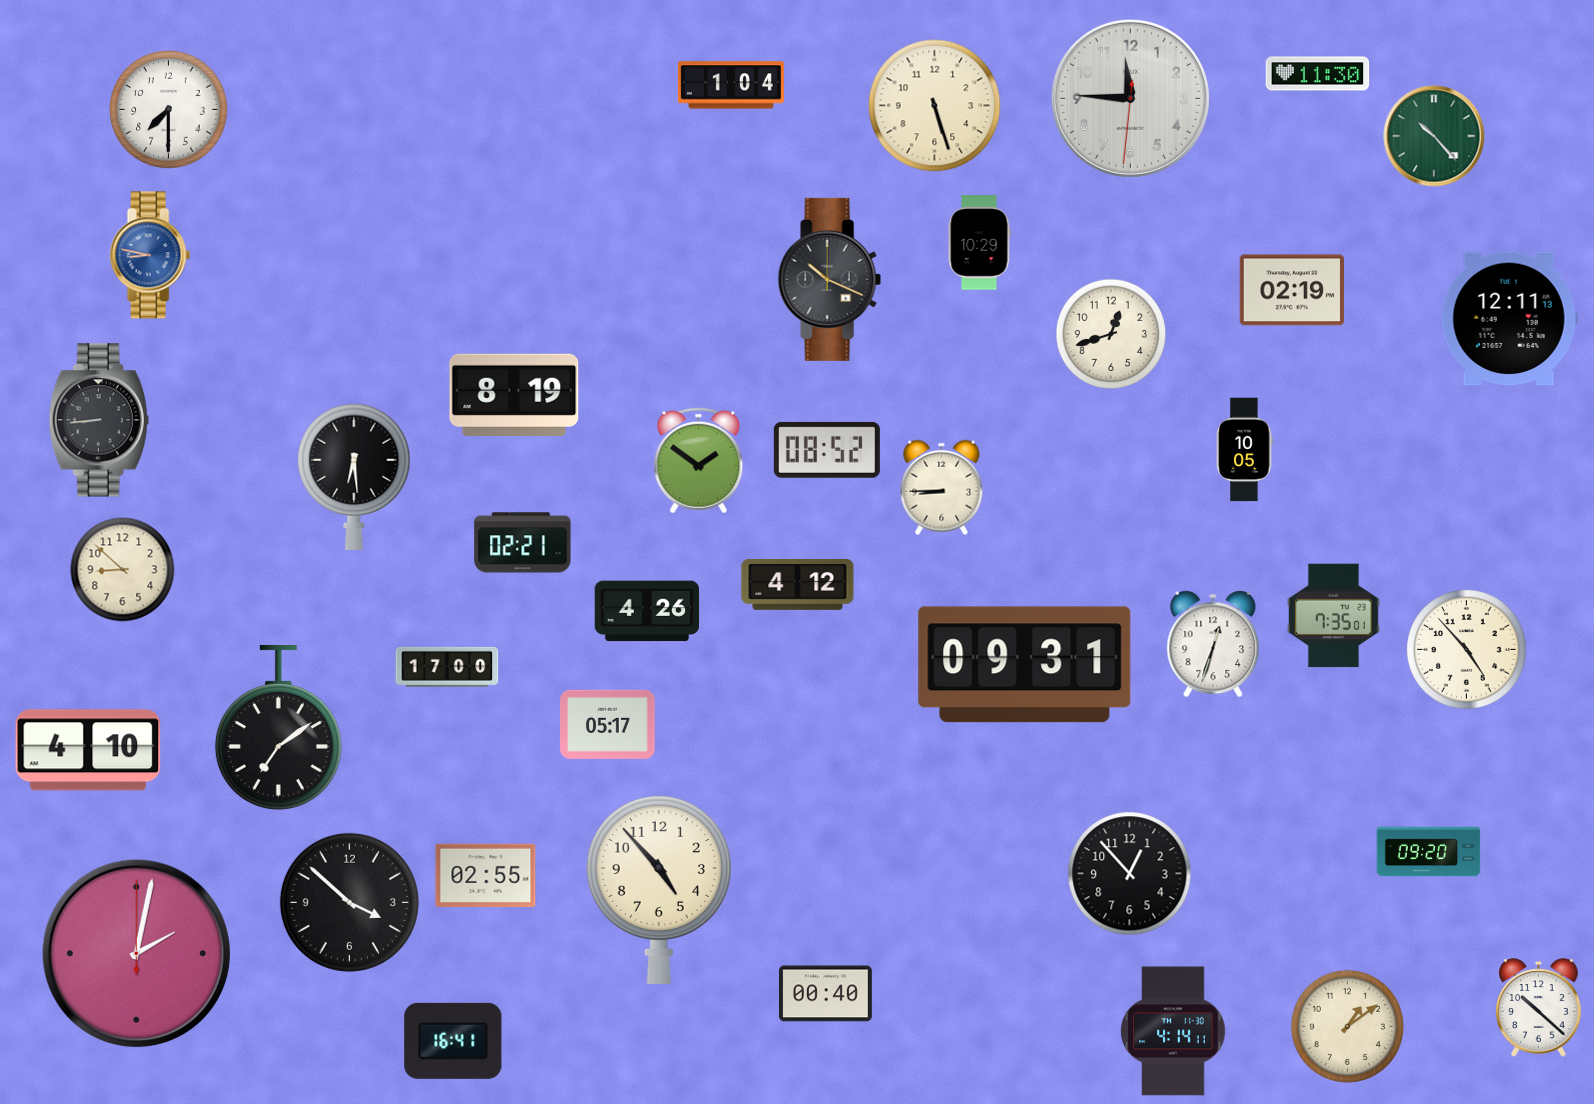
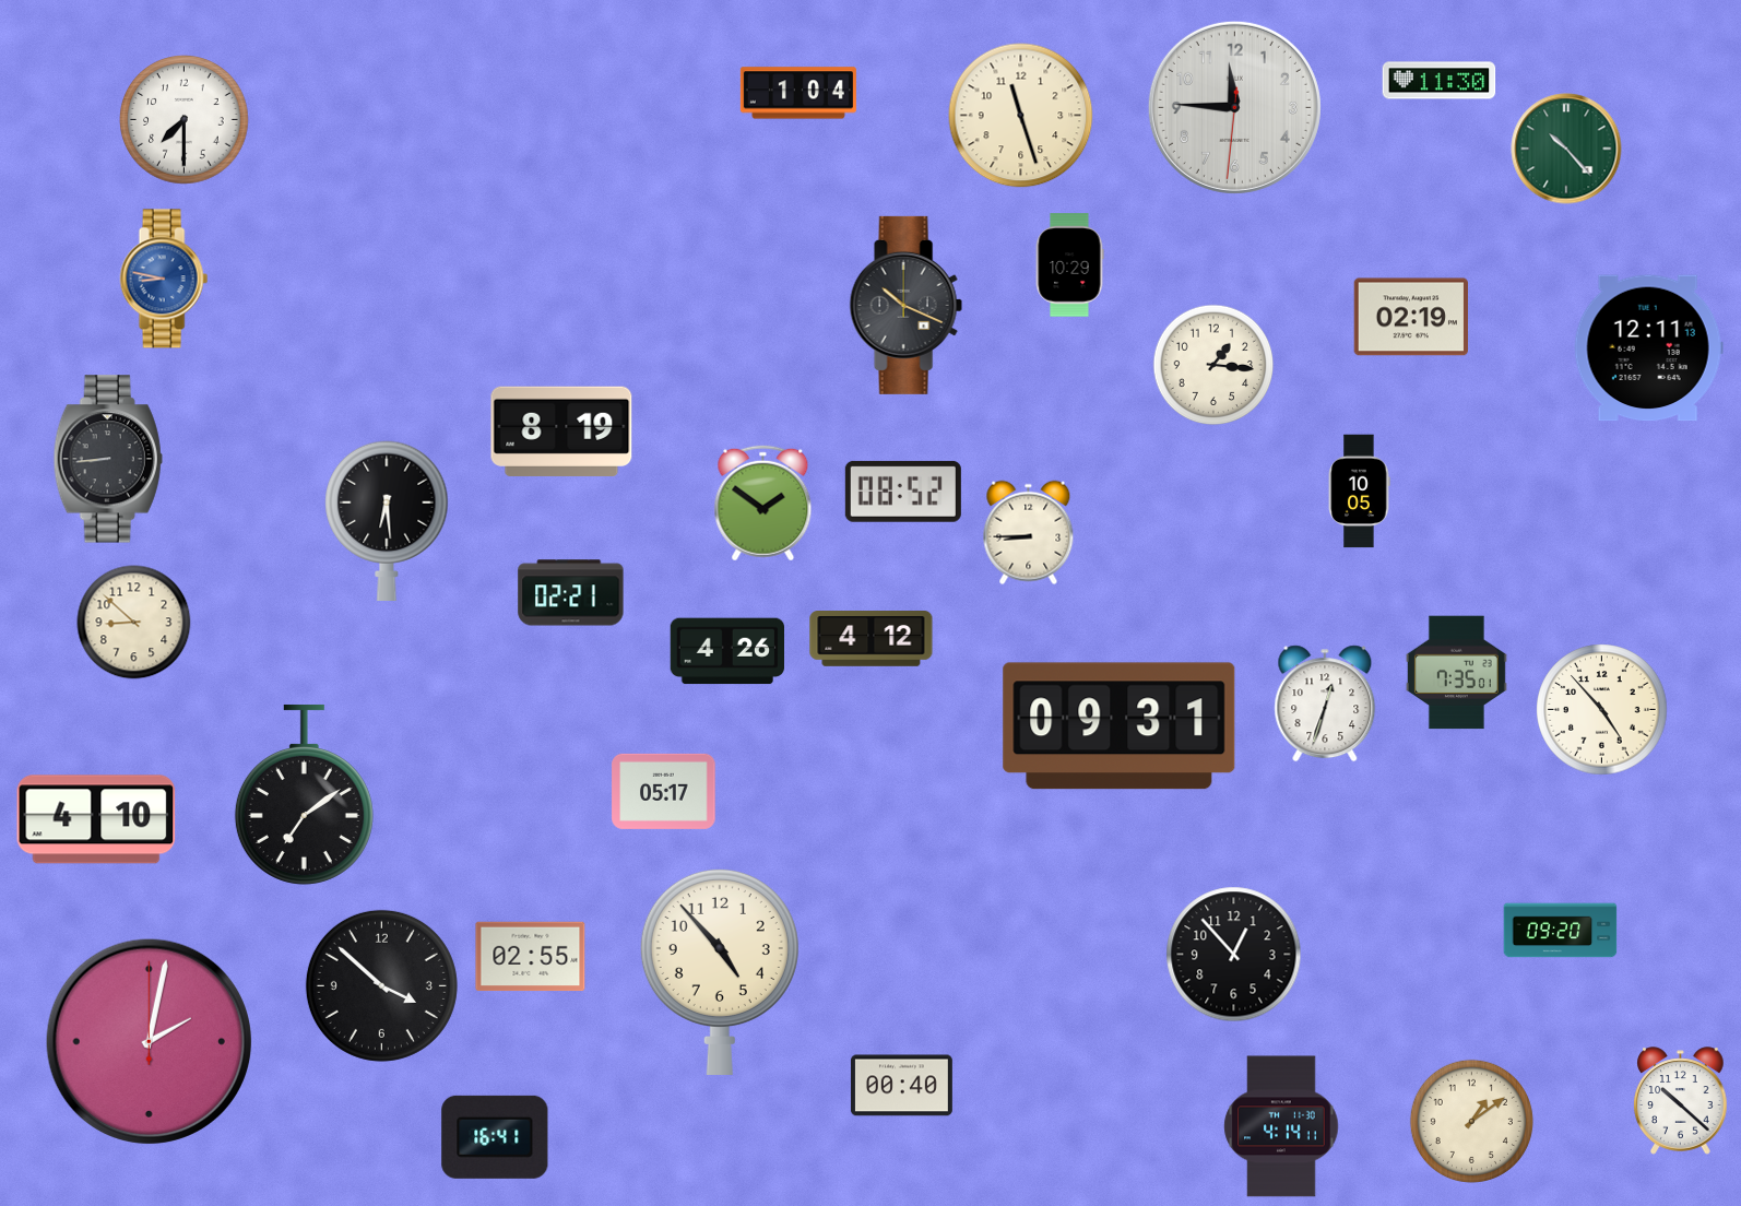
clock at (935, 106): 5:27 -> 11:27
clock at (1111, 334): 12:42 -> 1:16
clock at (646, 611) position: (646, 611) -> (726, 651)
clock at (447, 667): 17:00 -> none
